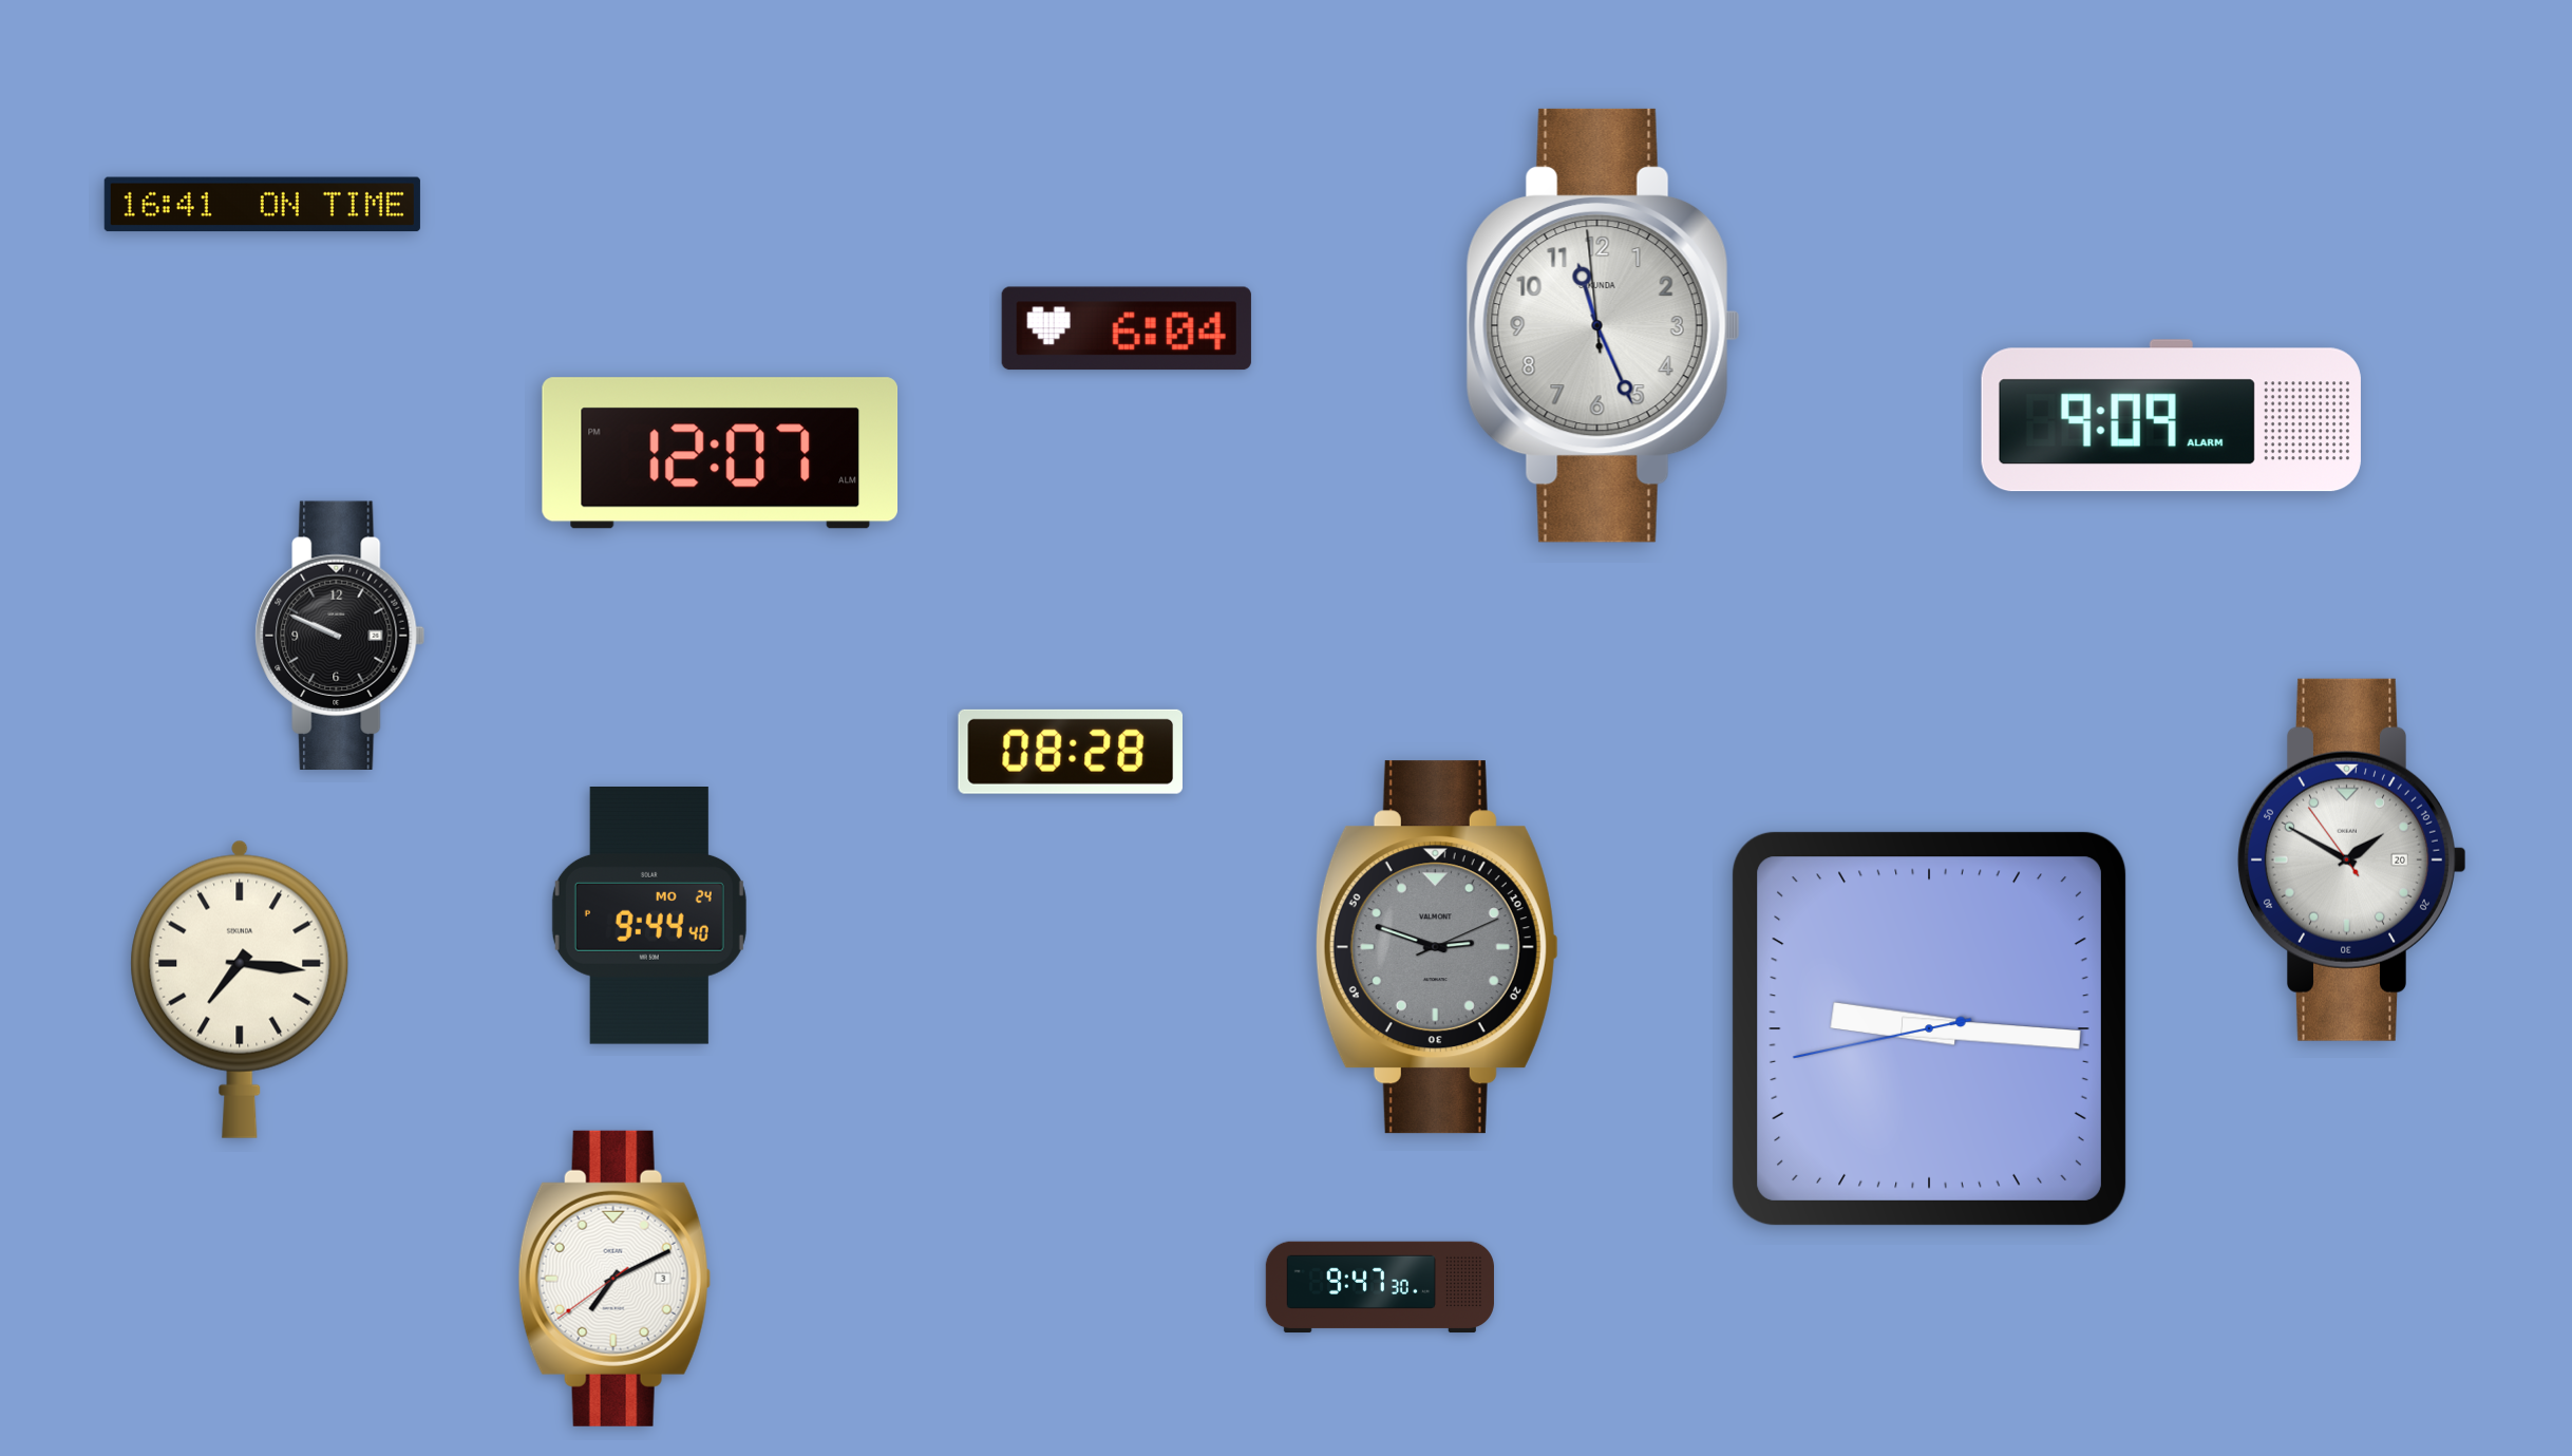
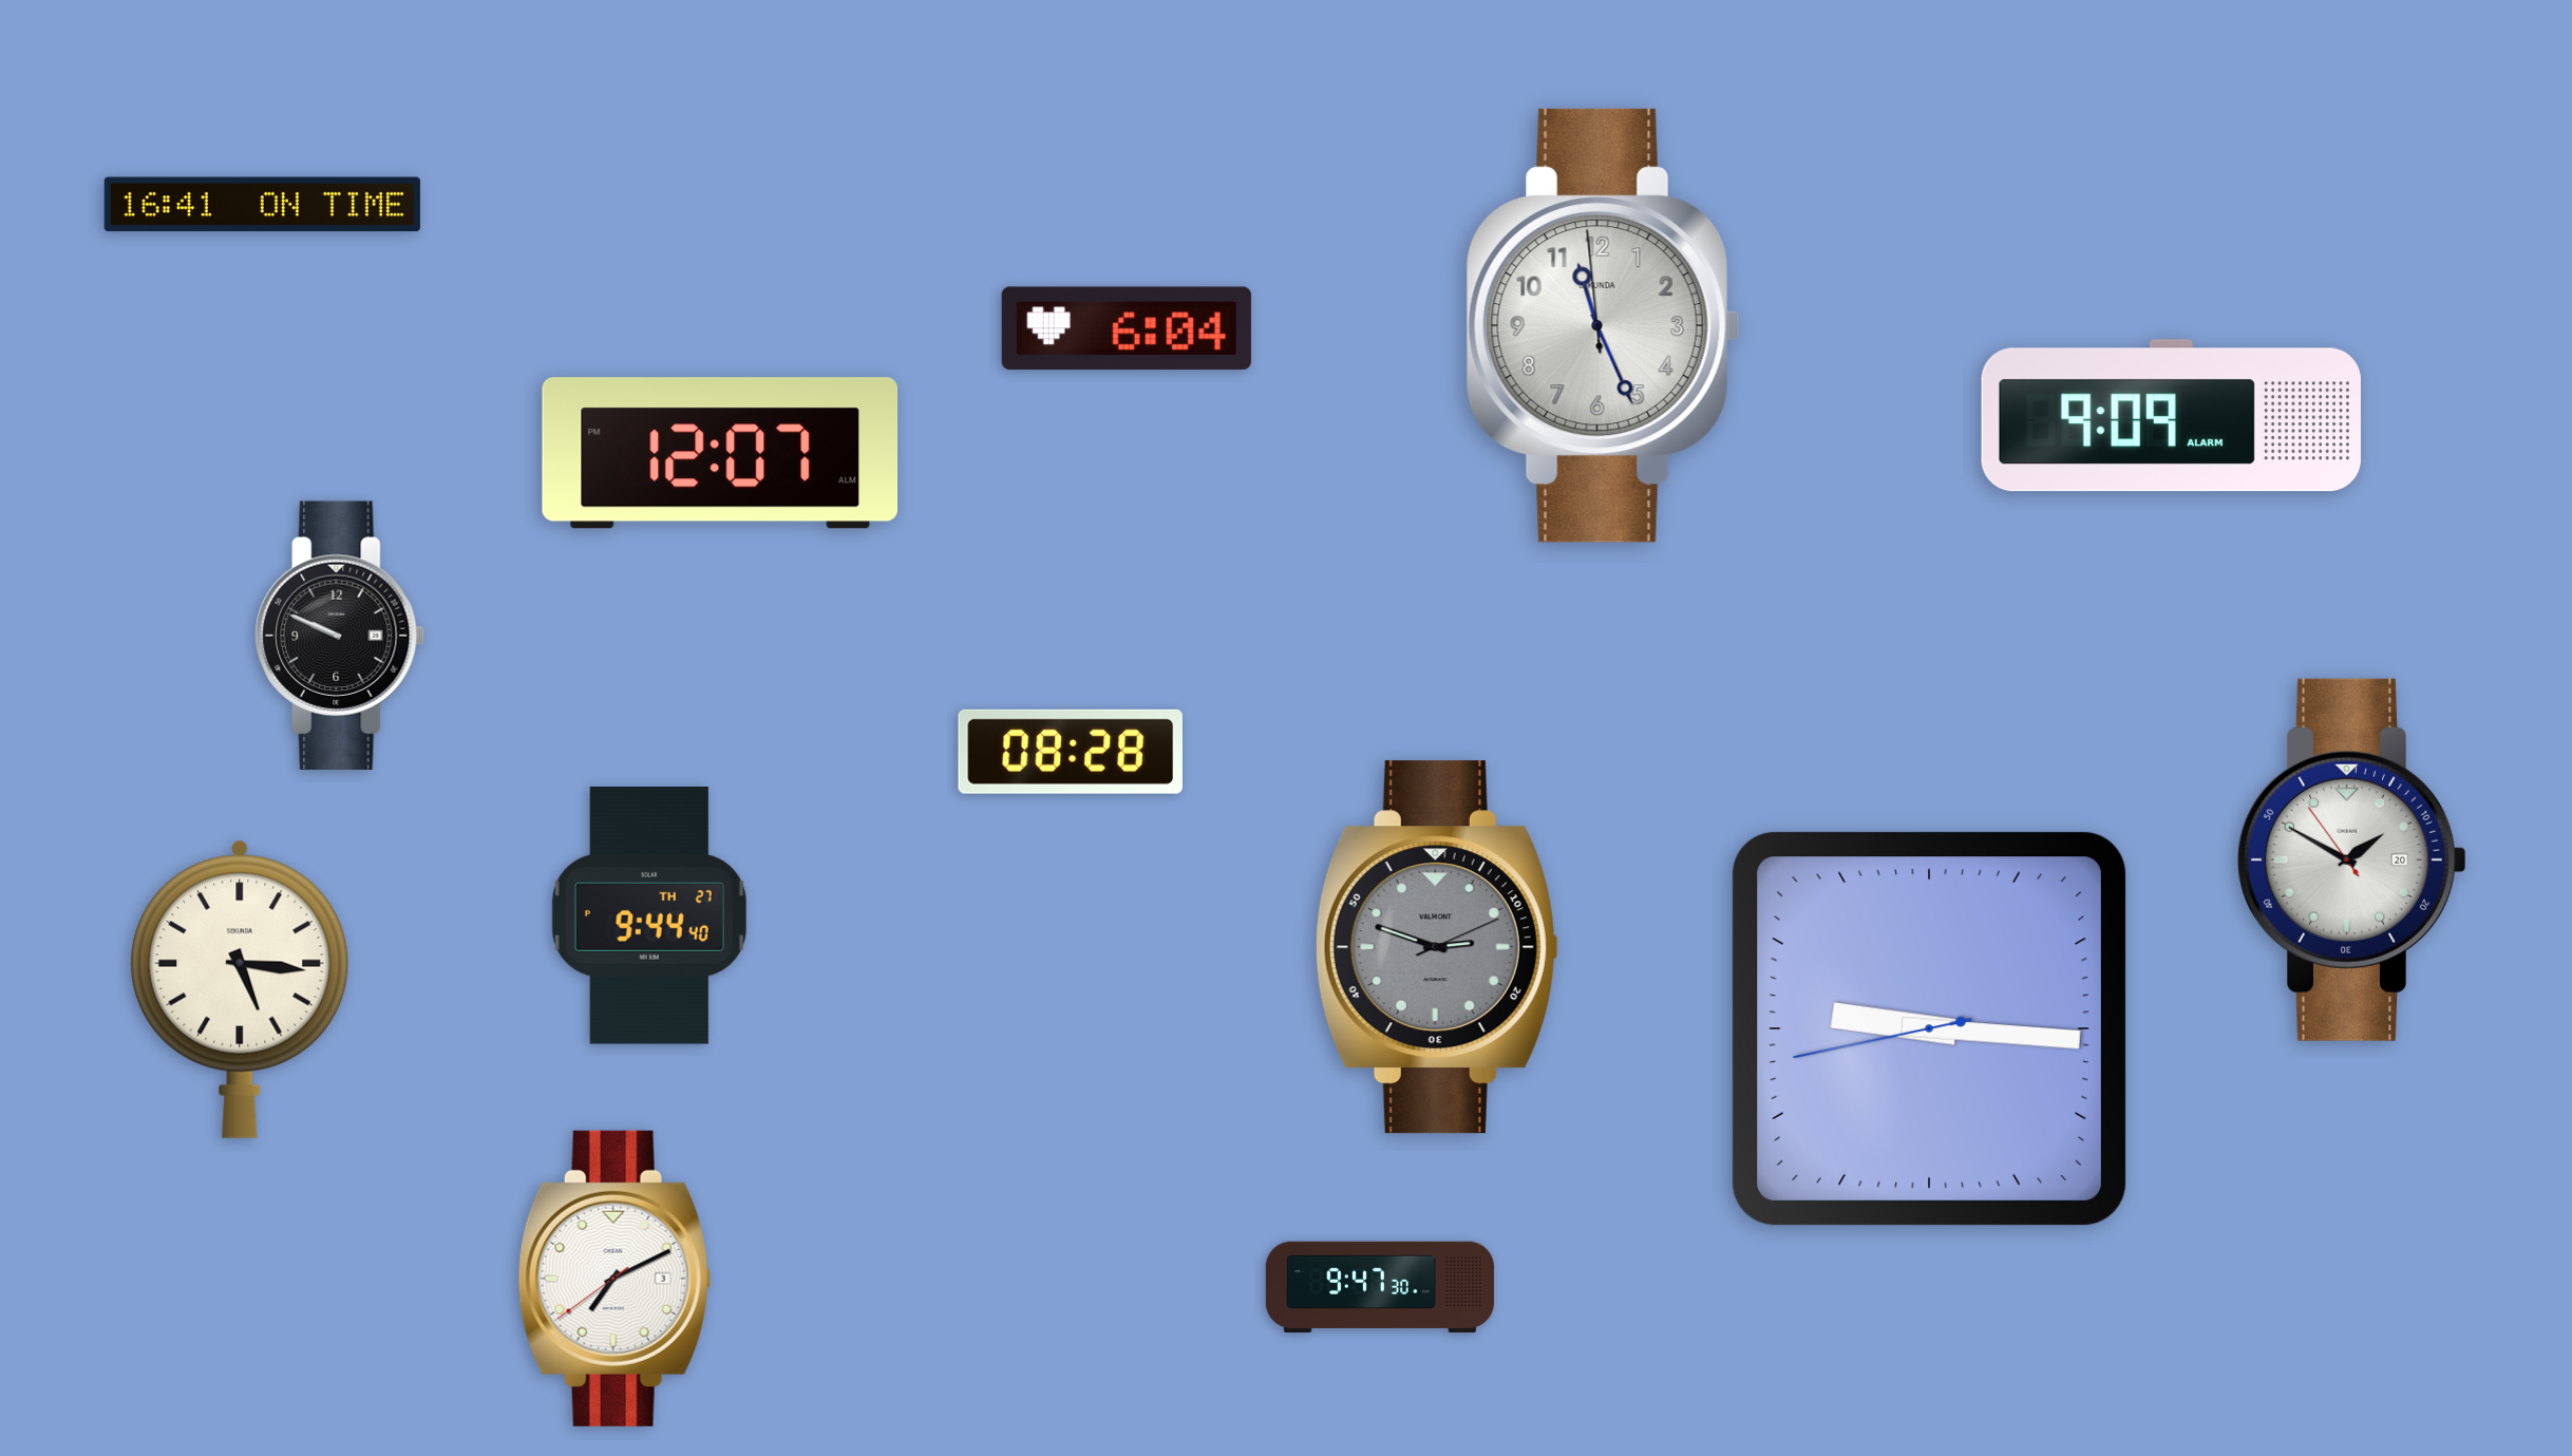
clock at (649, 916) date: MO 24 -> TH 27
clock at (240, 989): 7:16 -> 5:16
